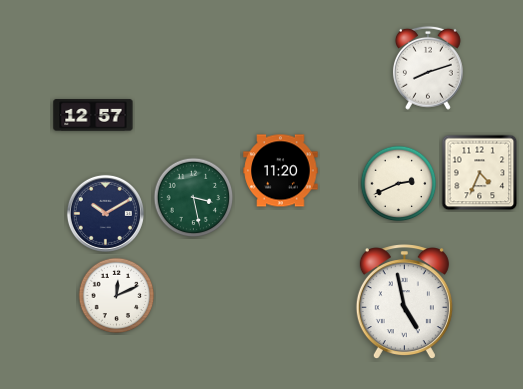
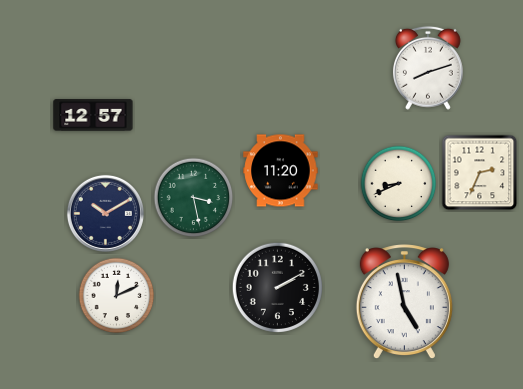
clock at (480, 173): 4:34 -> 2:34
clock at (399, 184): 2:41 -> 8:41
clock at (277, 287): none -> 2:10
